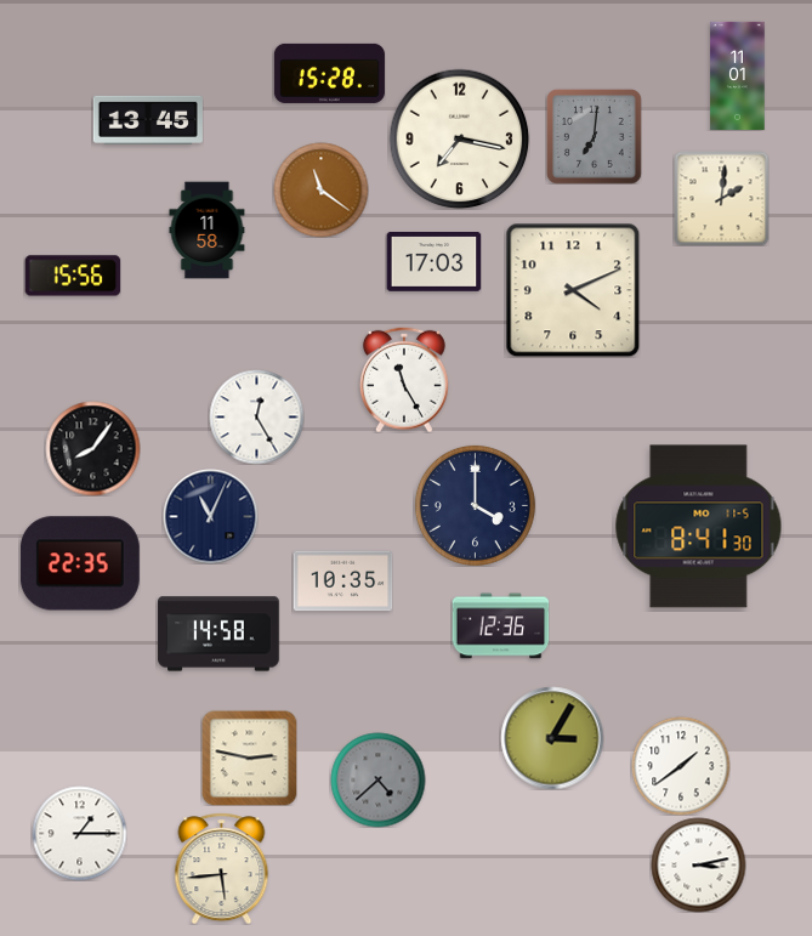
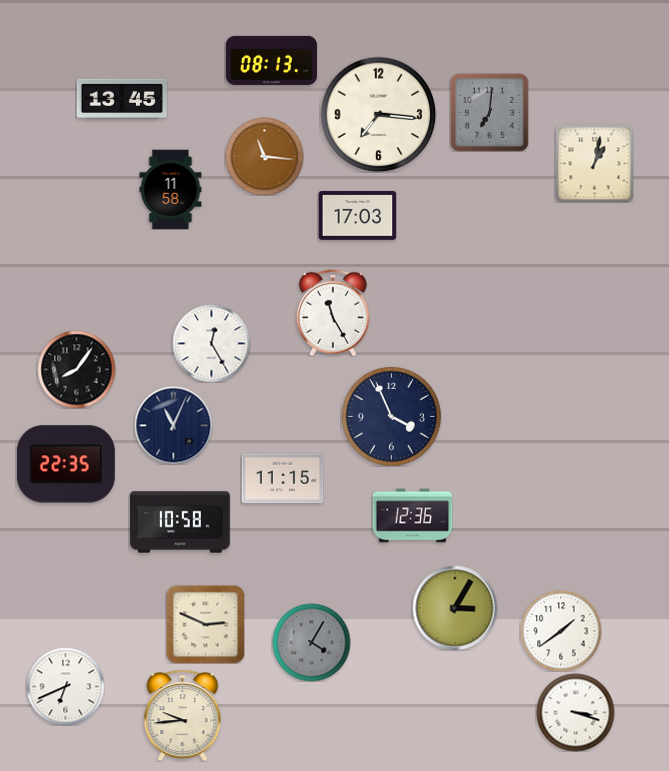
clock at (329, 73): 15:28 -> 08:13
clock at (738, 75): 11:01 -> none
clock at (459, 138): 7:17 -> 7:16
clock at (320, 189): 11:21 -> 11:16
clock at (721, 198): 2:01 -> 1:02
clock at (73, 276): 15:56 -> none
clock at (573, 290): 4:11 -> none
clock at (475, 505): 4:00 -> 3:56
clock at (699, 527): 8:41 -> none
clock at (342, 582): 10:35 -> 11:15
clock at (218, 634): 14:58 -> 10:58
clock at (249, 758): 2:47 -> 2:49
clock at (377, 779): 4:38 -> 4:05
clock at (79, 833): 1:15 -> 6:41
clock at (698, 864): 3:13 -> 3:18
clock at (222, 868): 5:44 -> 9:44
